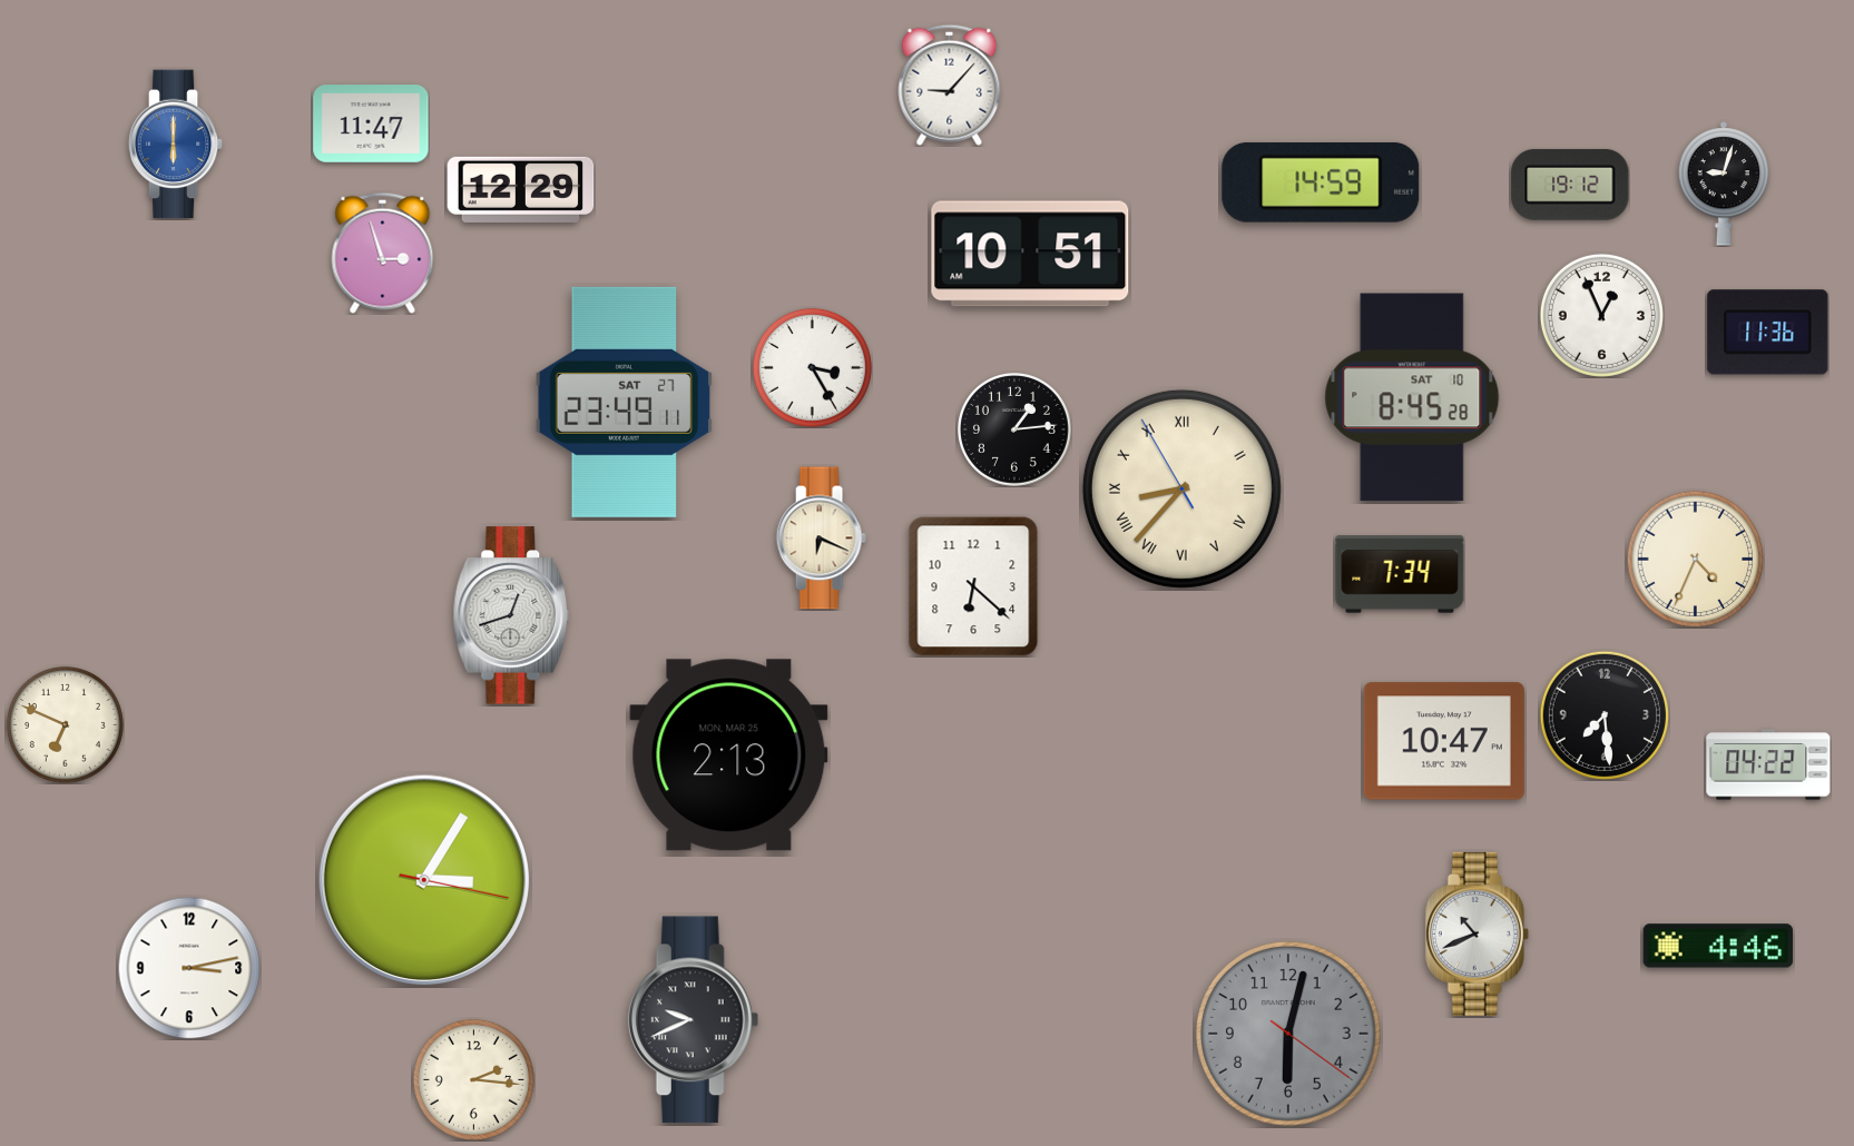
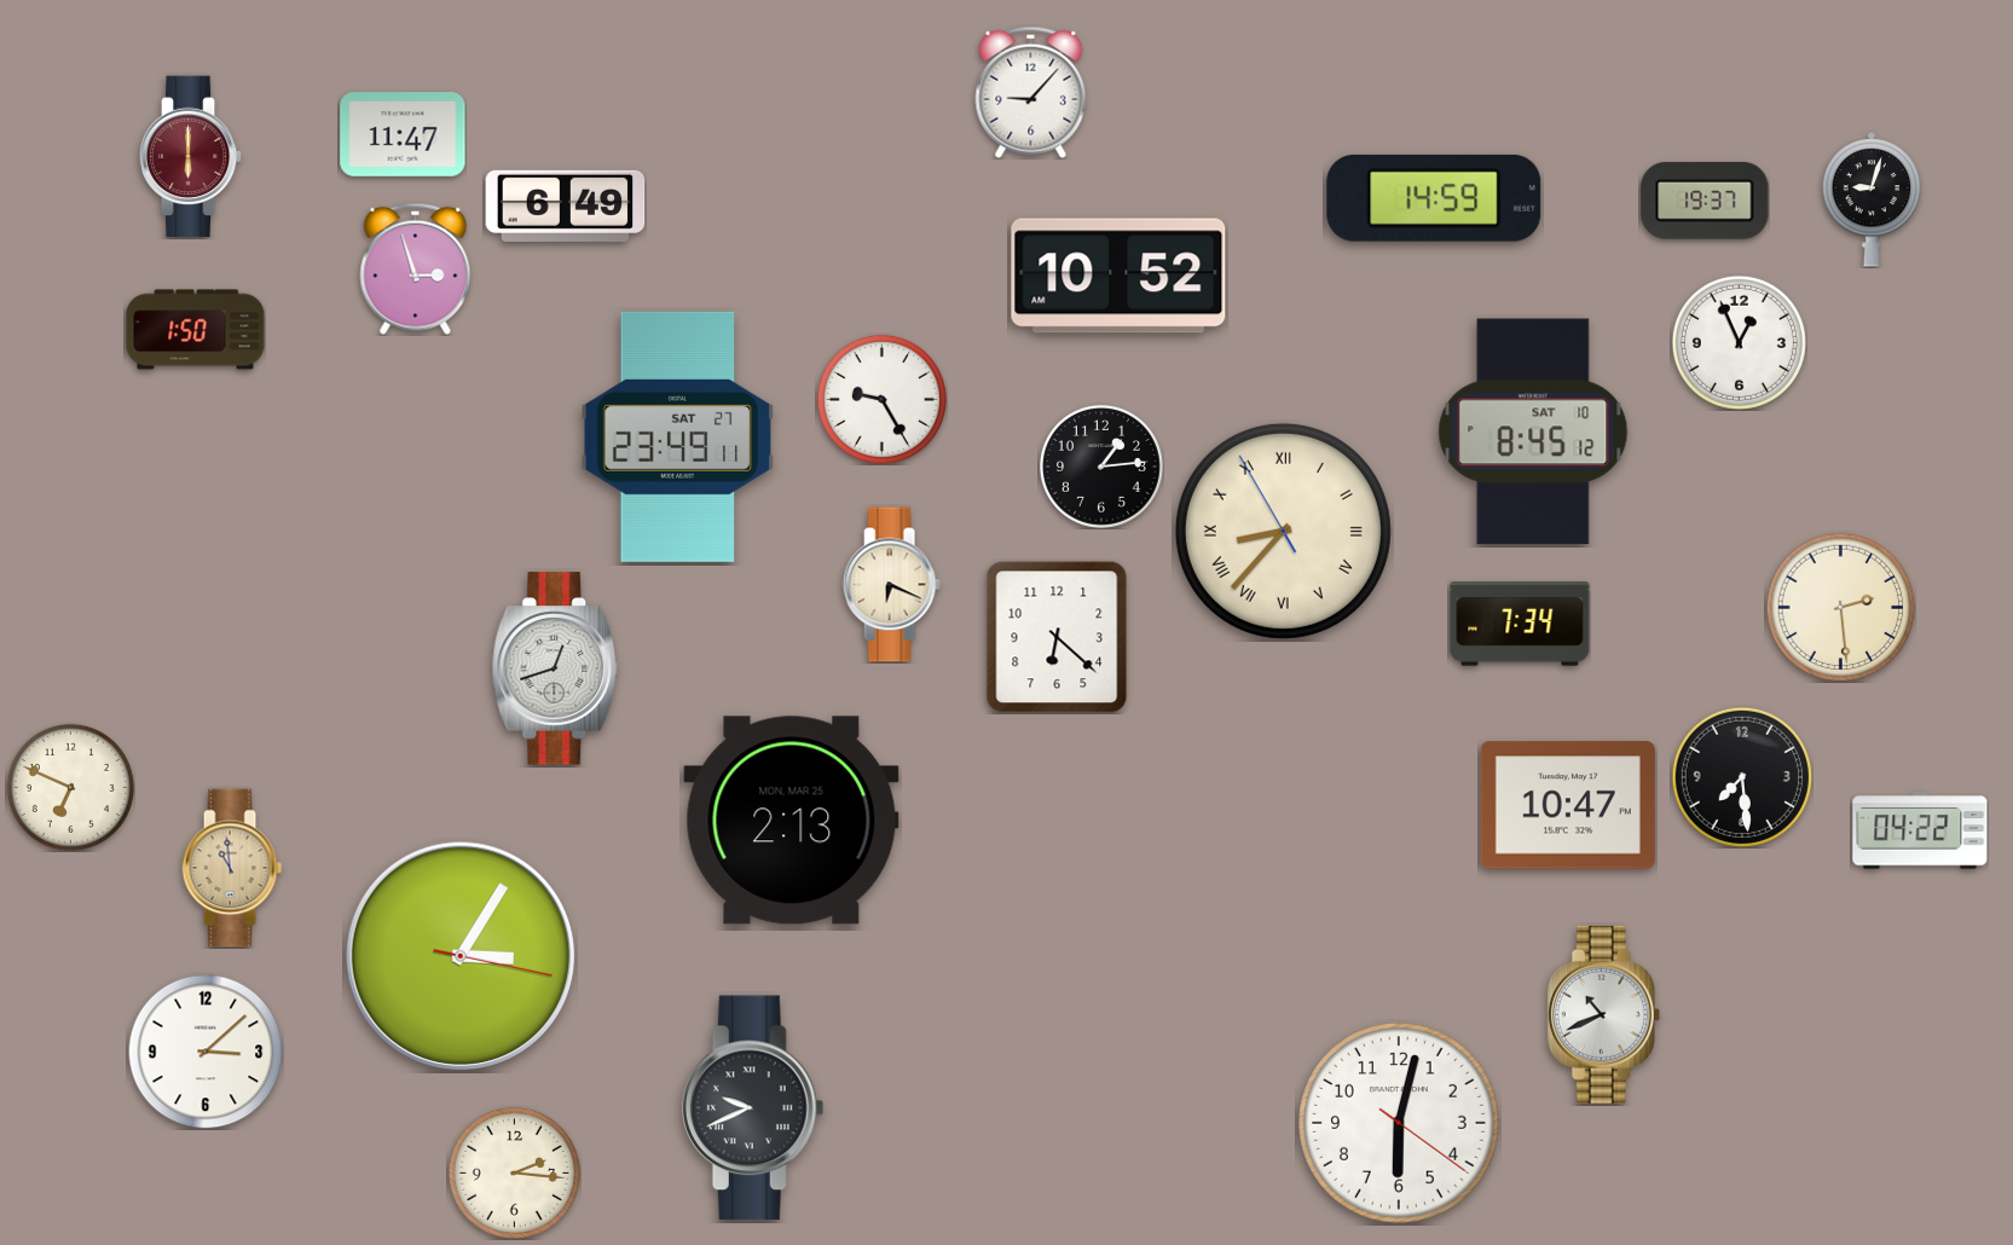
clock at (176, 145) dial: blue -> burgundy
clock at (1570, 185): 19:12 -> 19:37
clock at (521, 189): 12:29 -> 6:49
clock at (383, 253) position: (383, 253) -> (416, 268)
clock at (1030, 254): 10:51 -> 10:52
clock at (196, 330): none -> 1:50
clock at (1768, 333): 11:36 -> none
clock at (812, 367): 3:25 -> 9:25
clock at (1412, 397): 8:45:28 -> 8:45:12
clock at (1695, 559): 4:34 -> 2:29
clock at (232, 868): none -> 10:59
clock at (1718, 946): 4:46 -> none
clock at (189, 968): 3:13 -> 3:08
clock at (1288, 1034) dial: grey -> white
